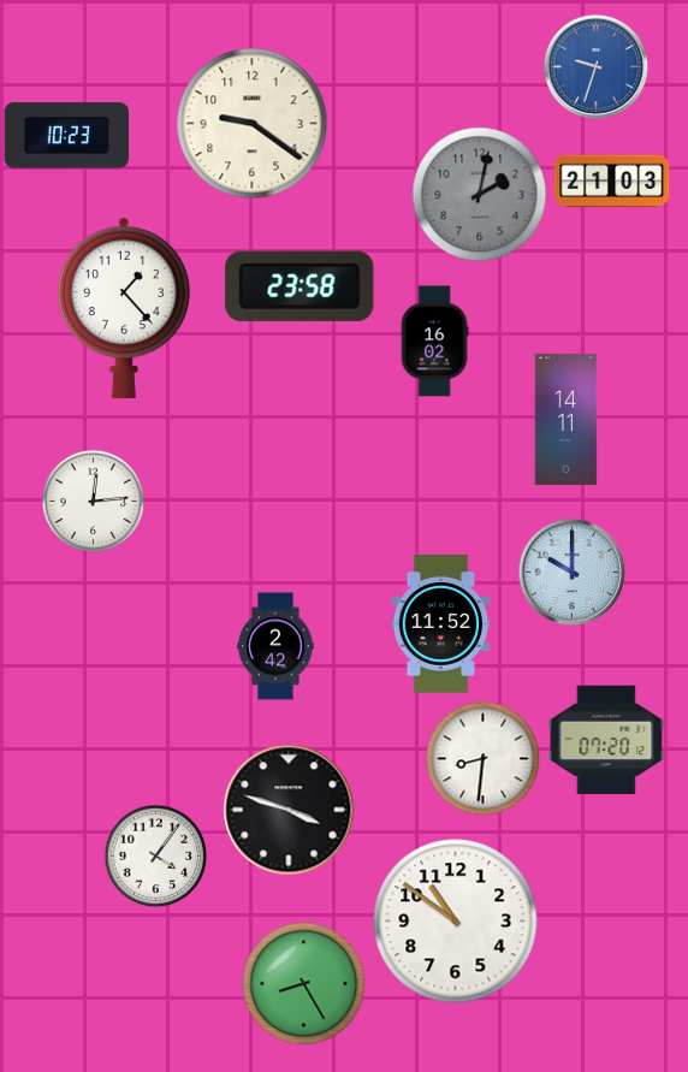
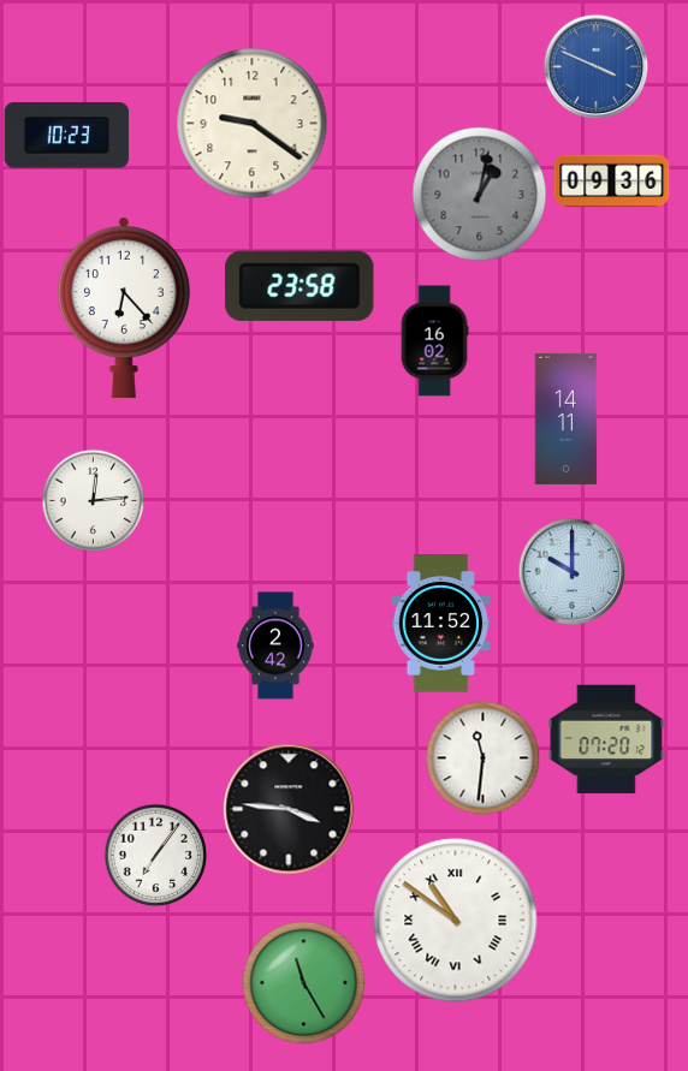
clock at (595, 66): 9:33 -> 3:49
clock at (612, 182): 21:03 -> 09:36
clock at (480, 195): 2:02 -> 1:02
clock at (124, 308): 1:23 -> 6:23
clock at (482, 758): 8:31 -> 11:31
clock at (289, 810): 3:48 -> 3:46
clock at (155, 855): 4:06 -> 7:06
clock at (456, 922) numerals: Arabic -> Roman
clock at (304, 984): 8:25 -> 11:25
